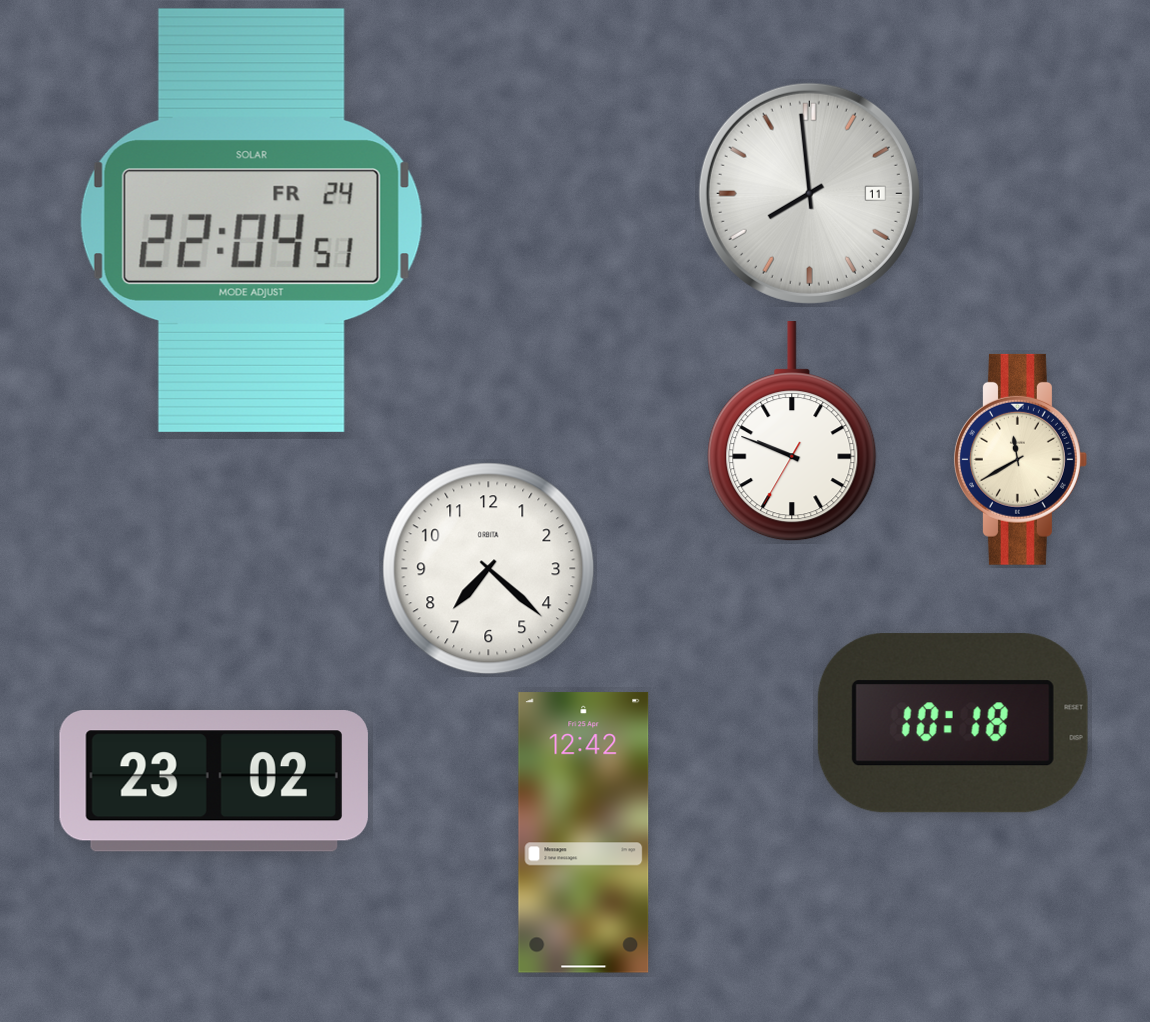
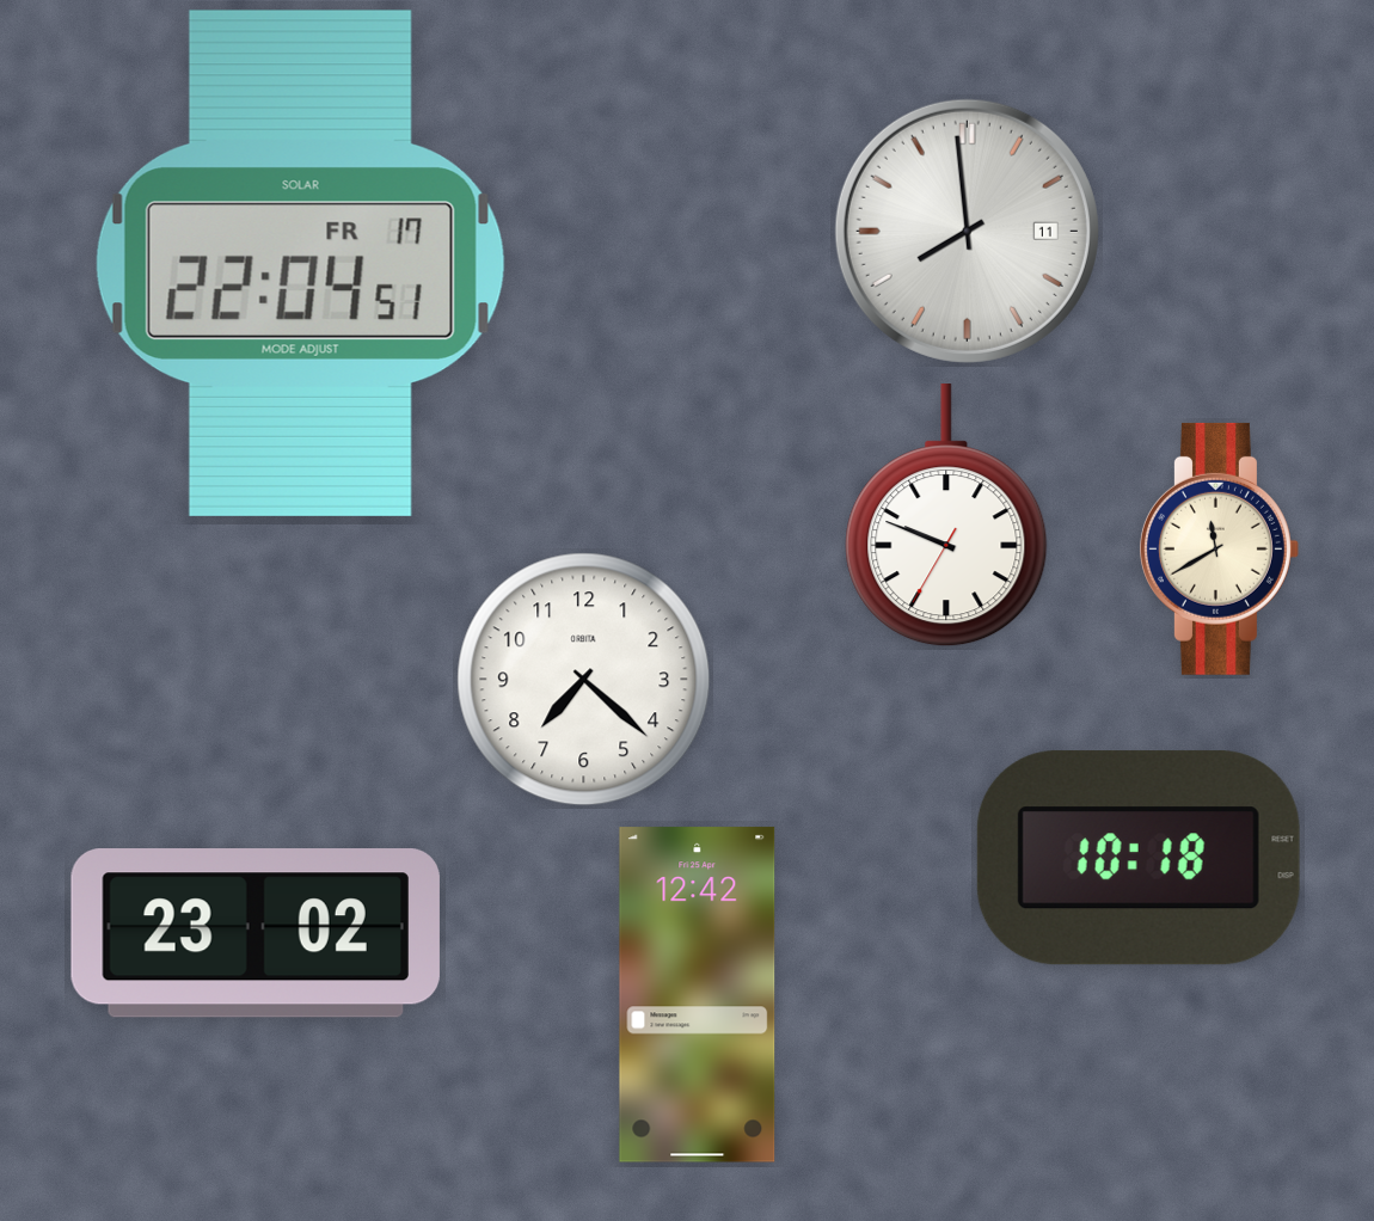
clock at (251, 220) date: FR 24 -> FR 17
clock at (953, 723) position: (953, 723) -> (1139, 858)
